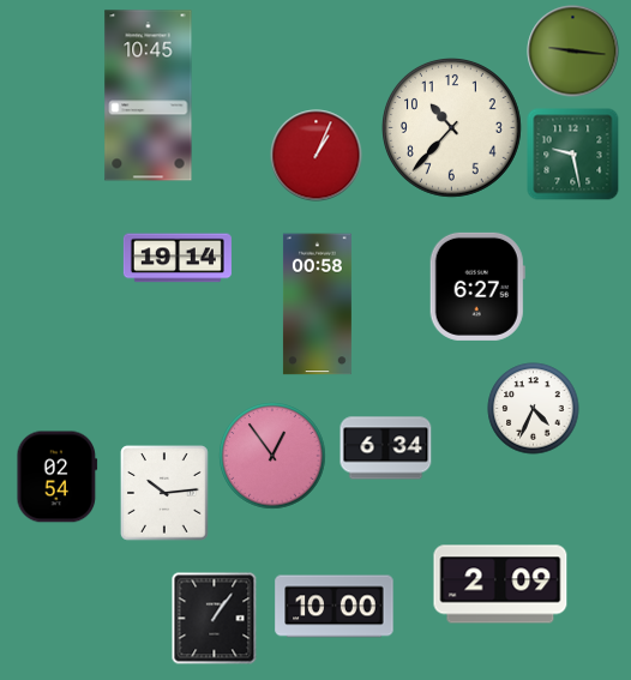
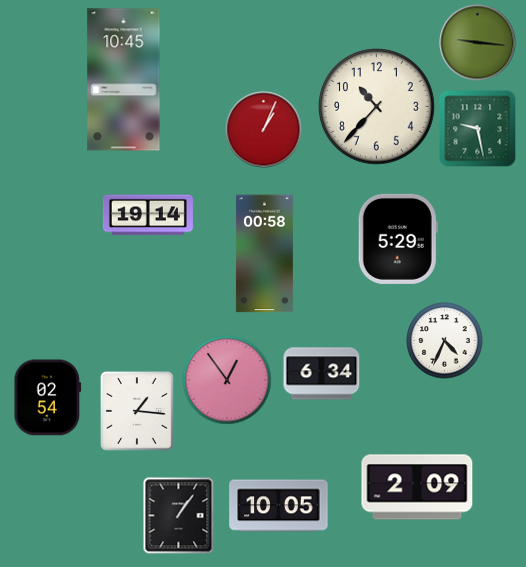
clock at (477, 287): 6:27 -> 5:29
clock at (164, 493): 10:14 -> 1:16
clock at (335, 607): 10:00 -> 10:05
